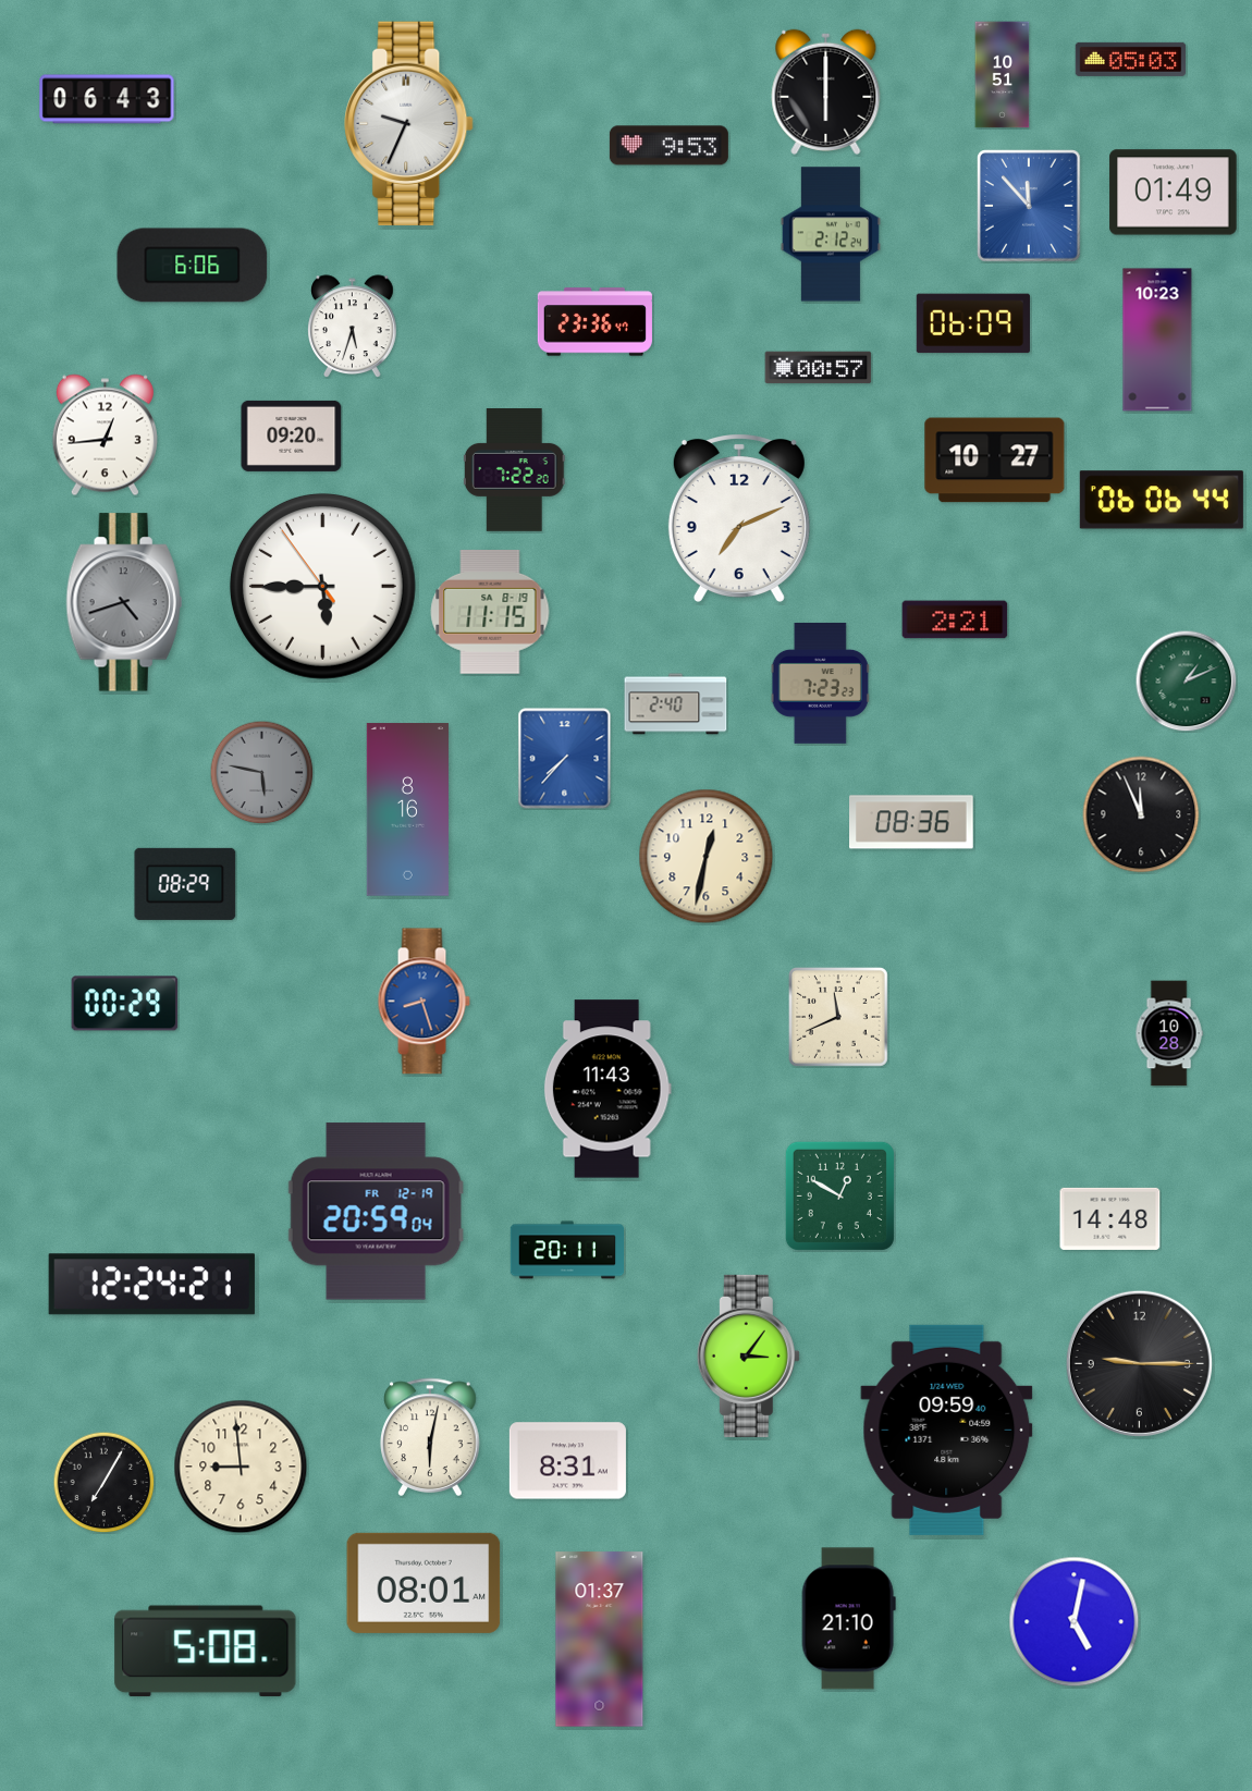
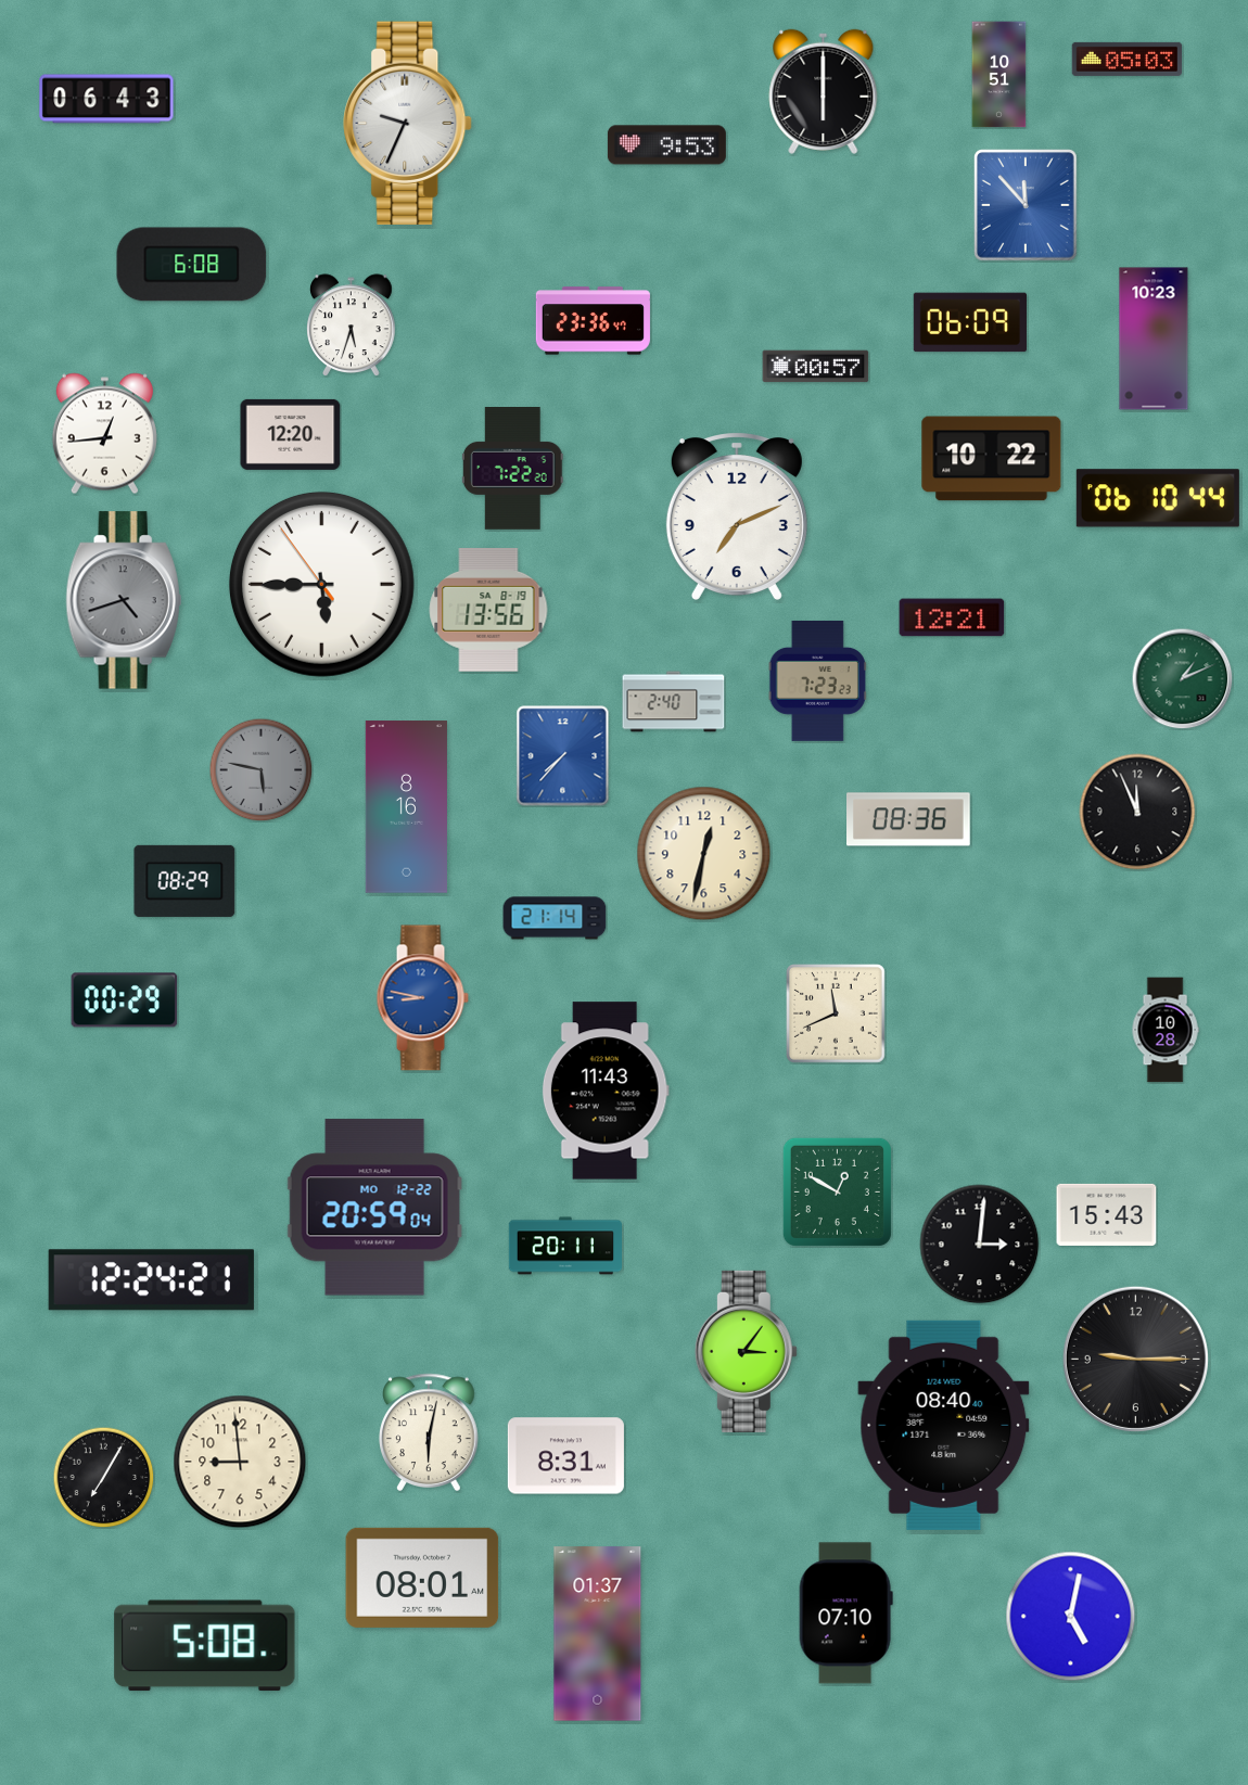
clock at (1174, 193): 01:49 -> none
clock at (831, 234): 2:12 -> none
clock at (193, 266): 6:06 -> 6:08
clock at (292, 436): 09:20 -> 12:20
clock at (995, 461): 10:27 -> 10:22
clock at (1162, 500): 06:06 -> 06:10
clock at (490, 612): 11:15 -> 13:56
clock at (955, 620): 2:21 -> 12:21
clock at (555, 918): none -> 21:14
clock at (424, 1002): 8:27 -> 8:47
clock at (607, 1089) position: (607, 1089) -> (606, 1091)
clock at (376, 1212) date: FR 12-19 -> MO 12-22
clock at (1110, 1218): 14:48 -> 15:43
clock at (980, 1245): none -> 3:01
clock at (947, 1430): 09:59 -> 08:40
clock at (848, 1619): 21:10 -> 07:10
